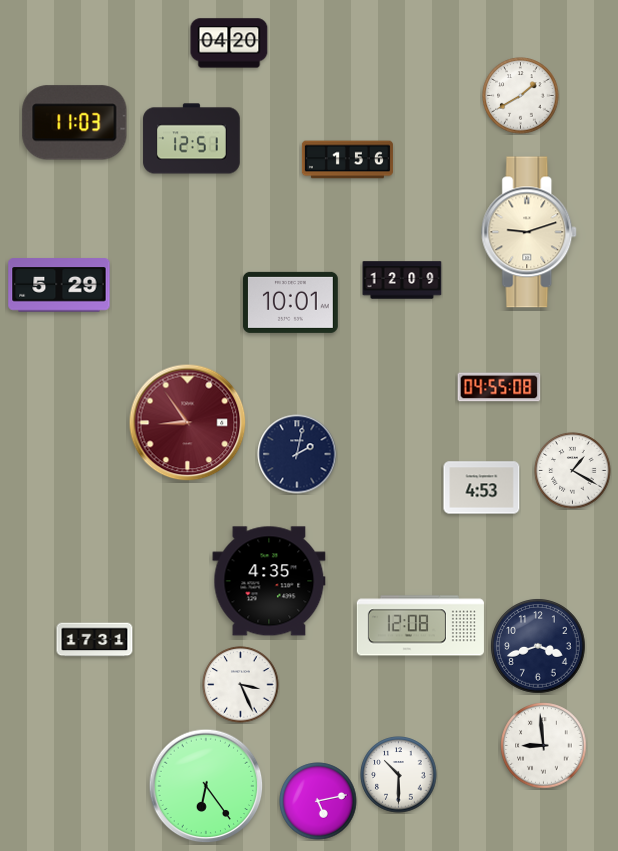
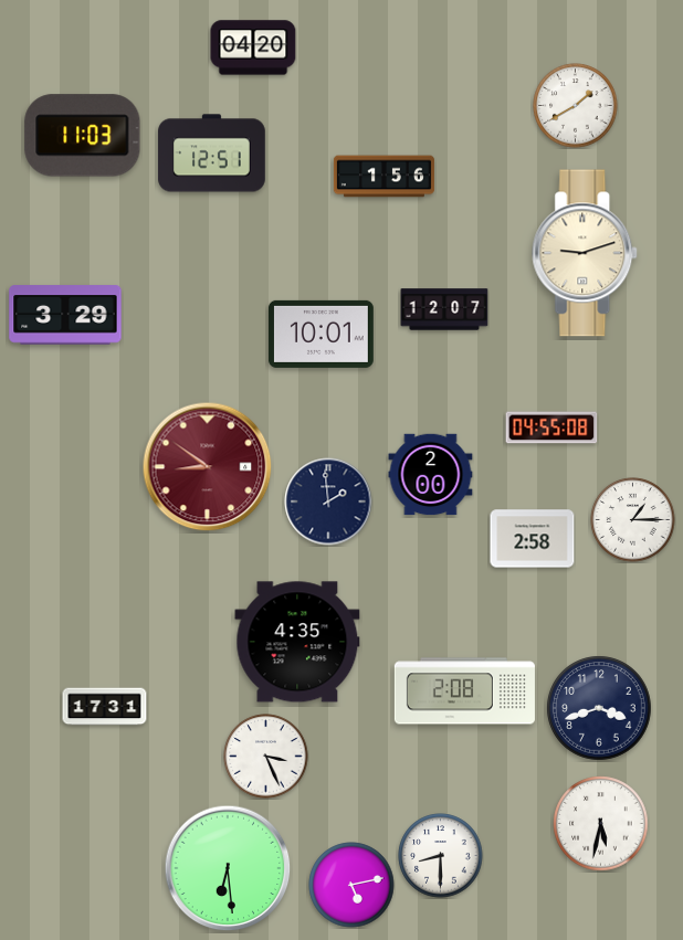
clock at (530, 232) position: (530, 232) -> (586, 253)
clock at (402, 280): 12:09 -> 12:07
clock at (59, 285): 5:29 -> 3:29
clock at (188, 423): 8:54 -> 8:51
clock at (431, 475): none -> 2:00
clock at (297, 454): 2:02 -> 1:59
clock at (573, 471): 1:20 -> 1:15
clock at (482, 488): 4:53 -> 2:58
clock at (420, 626): 12:08 -> 2:08
clock at (538, 646) position: (538, 646) -> (599, 708)
clock at (544, 746): 8:59 -> 5:32
clock at (399, 775): 10:30 -> 8:30
clock at (206, 786): 6:24 -> 6:29
